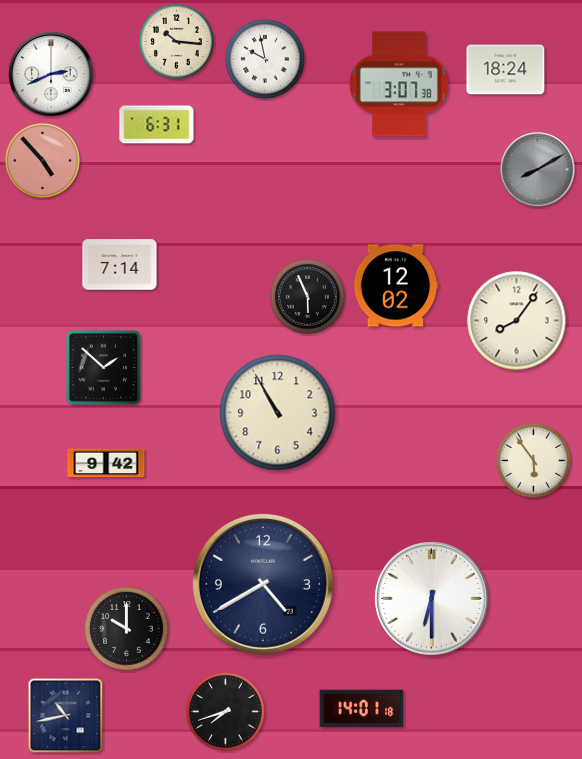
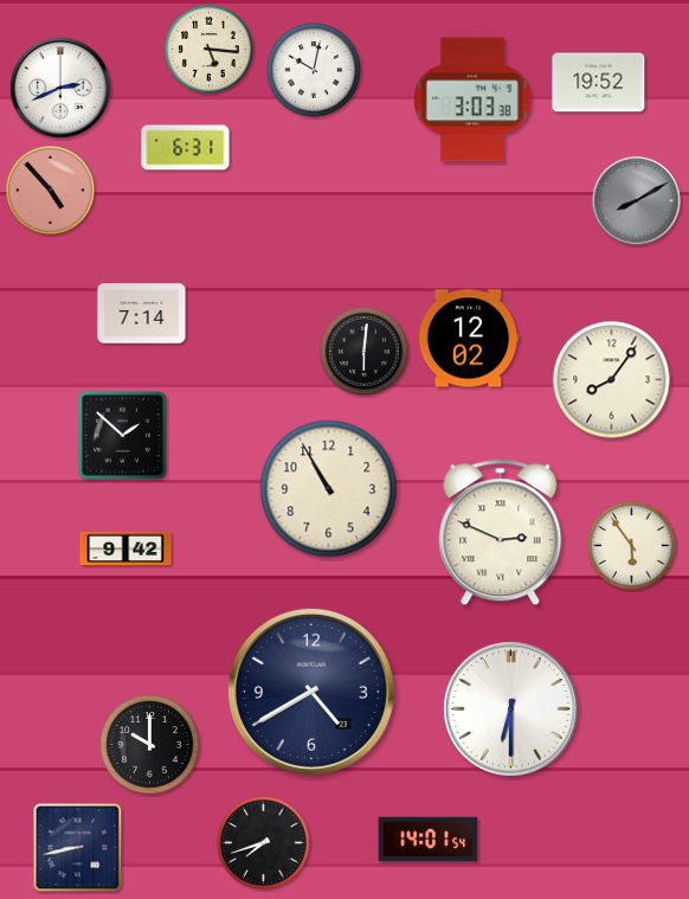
clock at (177, 42): 10:16 -> 5:16
clock at (265, 59): 9:58 -> 10:02
clock at (506, 70): 18:24 -> 19:52
clock at (399, 84): 3:07 -> 3:03
clock at (308, 297): 5:56 -> 6:01
clock at (501, 533): none -> 2:49
clock at (362, 709): 14:01:18 -> 14:01:54
clock at (226, 712) position: (226, 712) -> (264, 843)
clock at (66, 716): 10:43 -> 8:43
